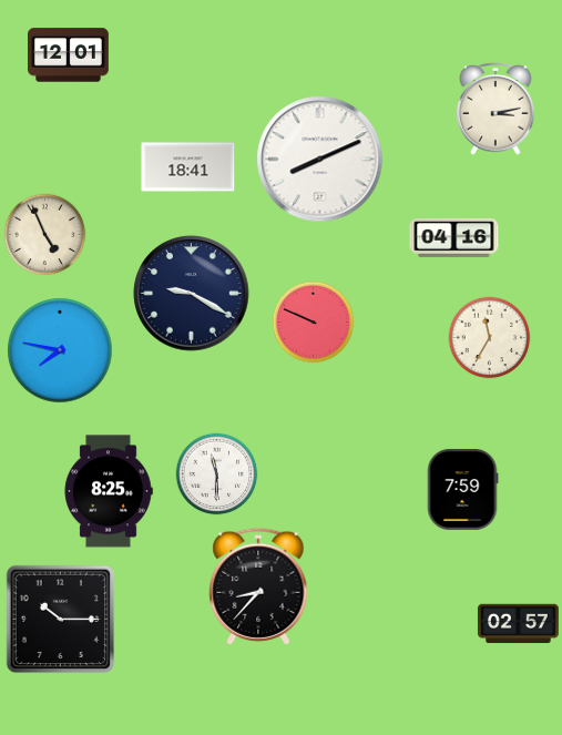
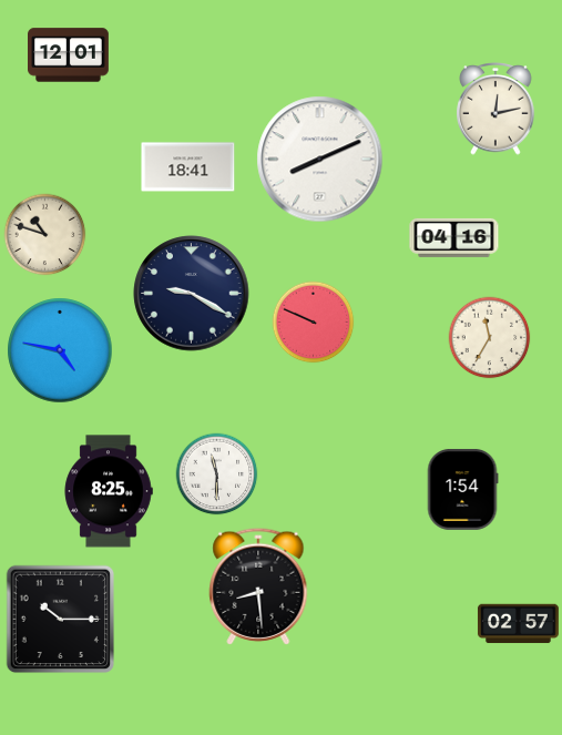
clock at (495, 110): 3:13 -> 12:13
clock at (45, 235): 4:56 -> 10:48
clock at (60, 350): 7:47 -> 4:47
clock at (462, 489): 7:59 -> 1:54
clock at (258, 586): 8:37 -> 8:29
